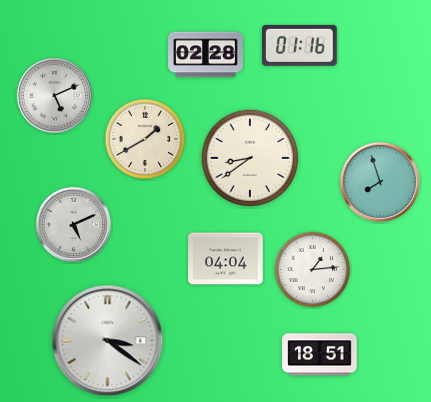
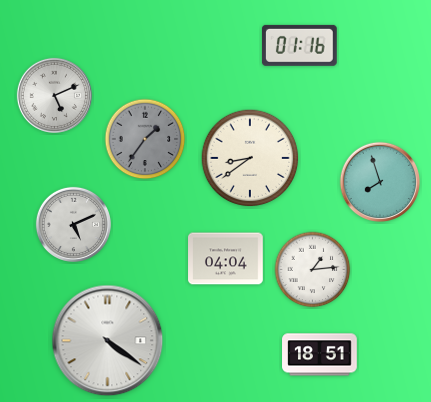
clock at (206, 55): 02:28 -> none
clock at (145, 139): 1:40 -> 1:36
clock at (145, 139) dial: cream -> grey
clock at (108, 341): 3:21 -> 4:21
